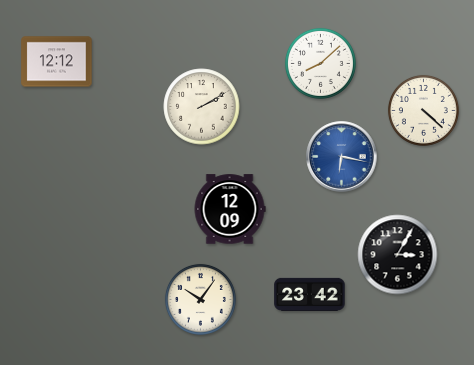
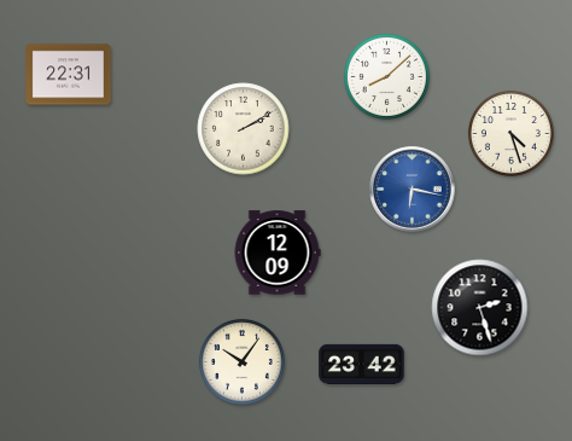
clock at (57, 62): 12:12 -> 22:31
clock at (423, 110): 4:22 -> 4:27
clock at (398, 255): 3:05 -> 2:27
clock at (310, 294) position: (310, 294) -> (362, 364)
